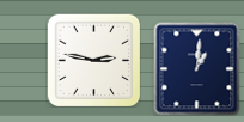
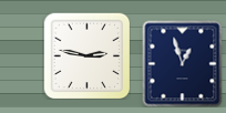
clock at (197, 68): 1:01 -> 12:57
